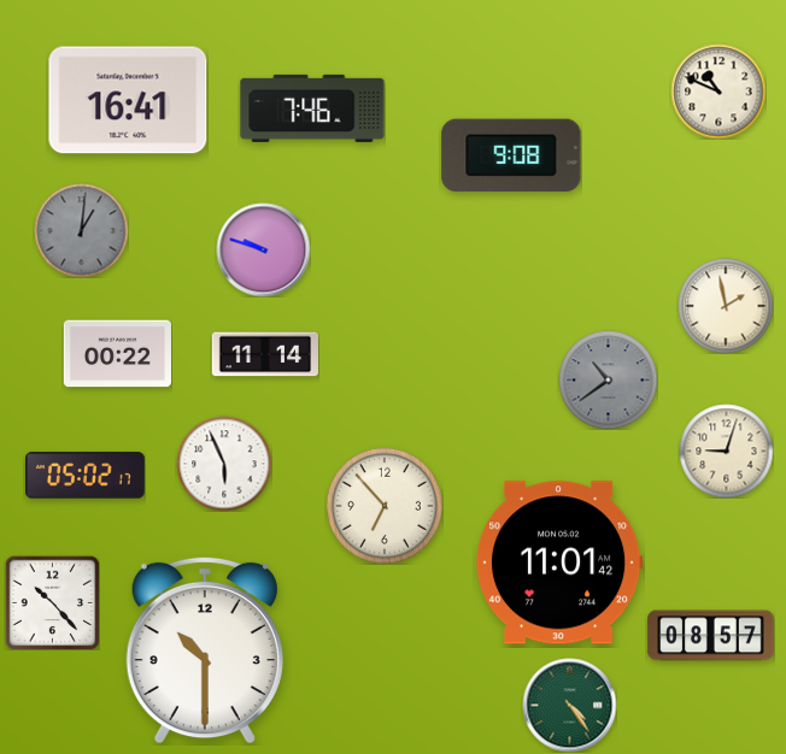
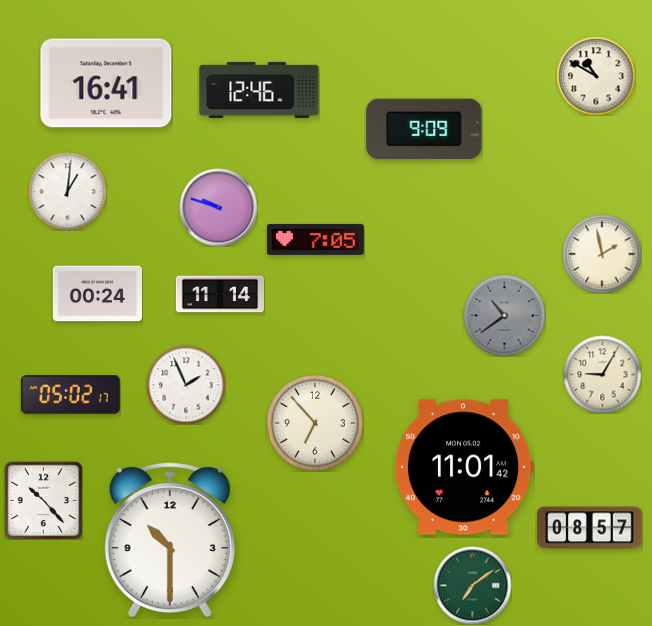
clock at (718, 92): 10:49 -> 10:50
clock at (312, 108): 7:46 -> 12:46
clock at (511, 155): 9:08 -> 9:09
clock at (81, 230) dial: grey -> white
clock at (315, 239): none -> 7:05
clock at (117, 354): 00:22 -> 00:24
clock at (726, 450): 9:03 -> 9:05
clock at (224, 464): 5:56 -> 1:56
clock at (385, 506) position: (385, 506) -> (315, 423)
clock at (569, 705): 4:24 -> 7:09
